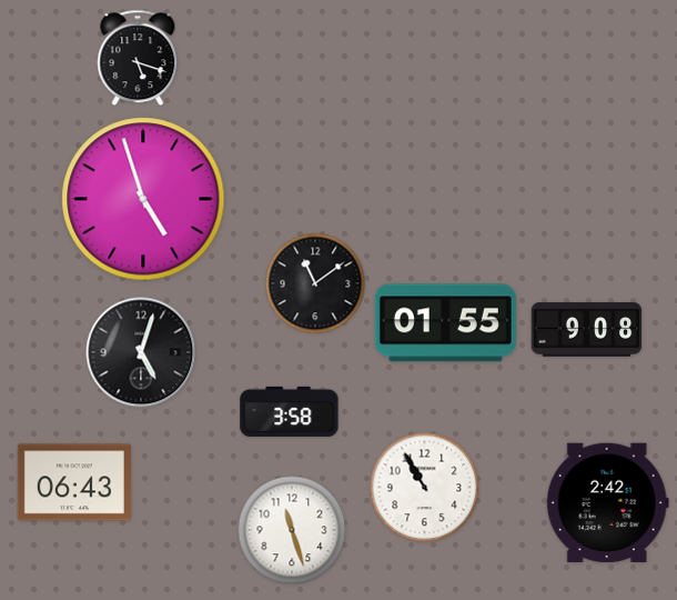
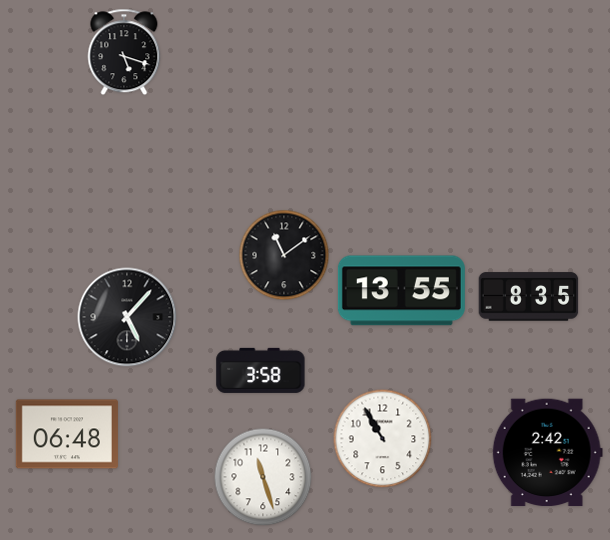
clock at (143, 199): 4:57 -> none
clock at (445, 323): 01:55 -> 13:55
clock at (587, 330): 9:08 -> 8:35
clock at (141, 352): 5:03 -> 5:07
clock at (74, 482): 06:43 -> 06:48
